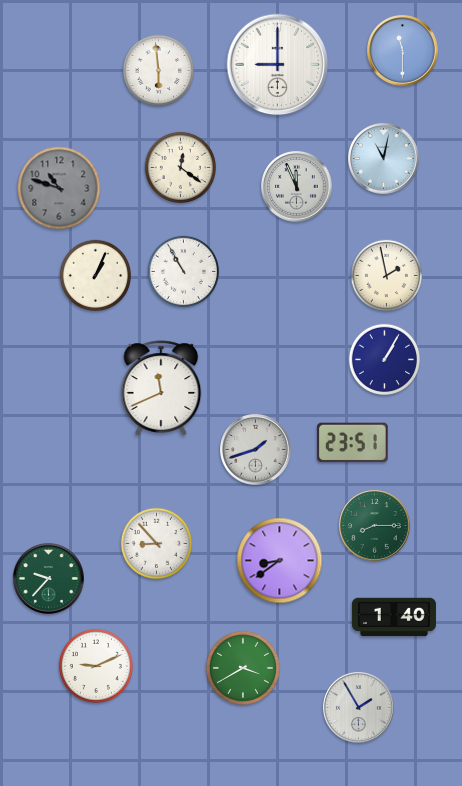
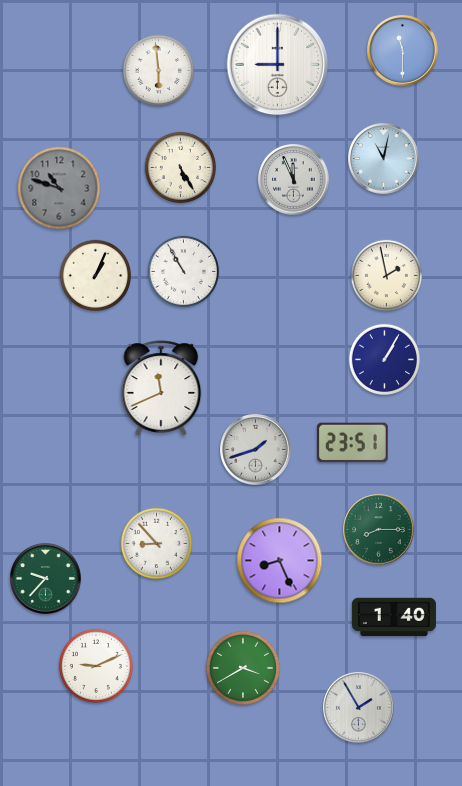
clock at (180, 167): 12:21 -> 5:25
clock at (297, 187) position: (297, 187) -> (294, 180)
clock at (375, 526) position: (375, 526) -> (379, 530)
clock at (280, 561): 8:39 -> 8:26
clock at (49, 579) position: (49, 579) -> (46, 579)
